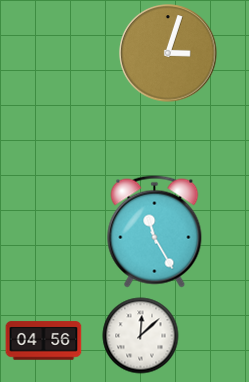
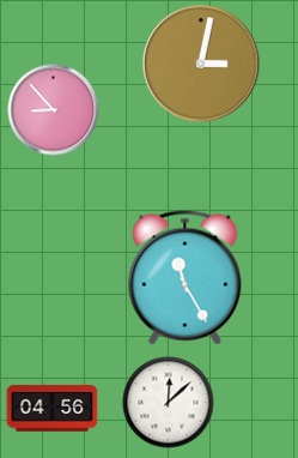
clock at (168, 53): 3:03 -> 3:02
clock at (54, 110): none -> 8:53
